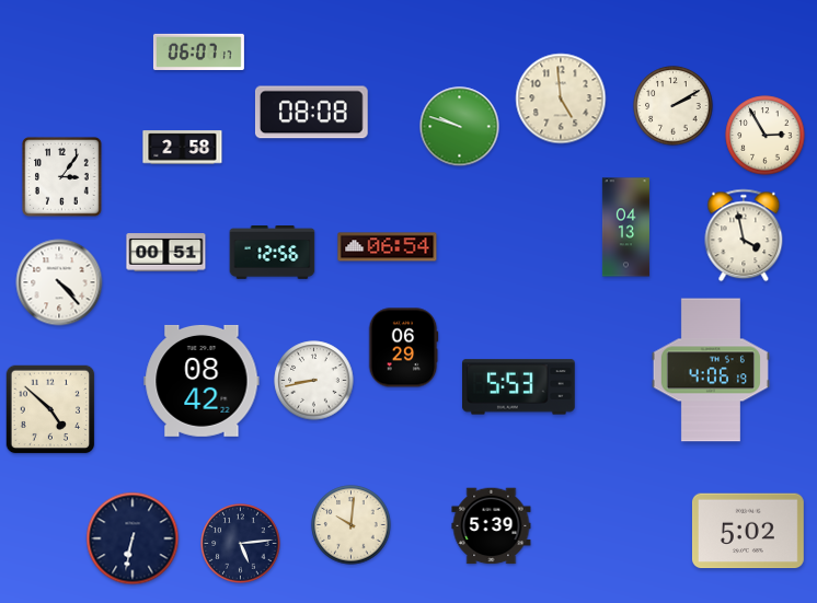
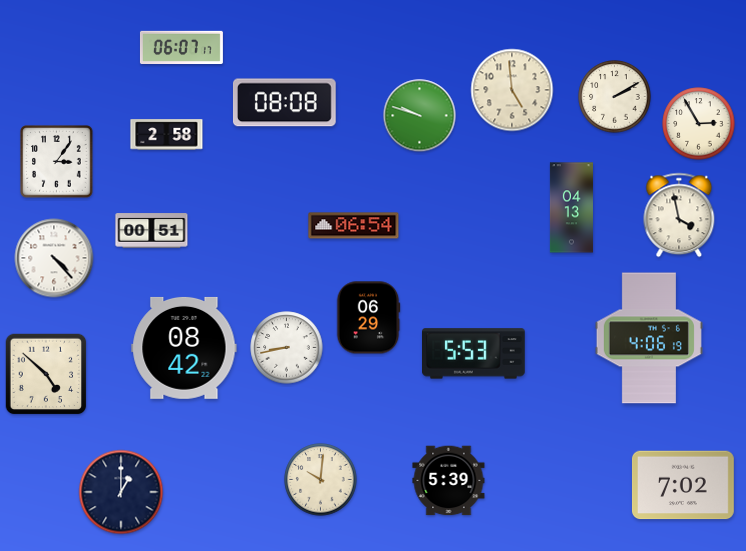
clock at (273, 253): 12:56 -> none
clock at (748, 531): 5:02 -> 7:02
clock at (133, 538): 6:32 -> 1:00
clock at (241, 544): 5:14 -> none
